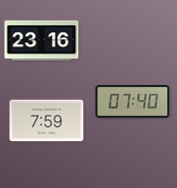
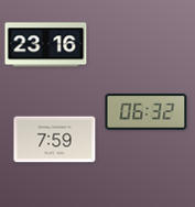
clock at (133, 101): 07:40 -> 06:32
clock at (47, 121) position: (47, 121) -> (55, 140)
